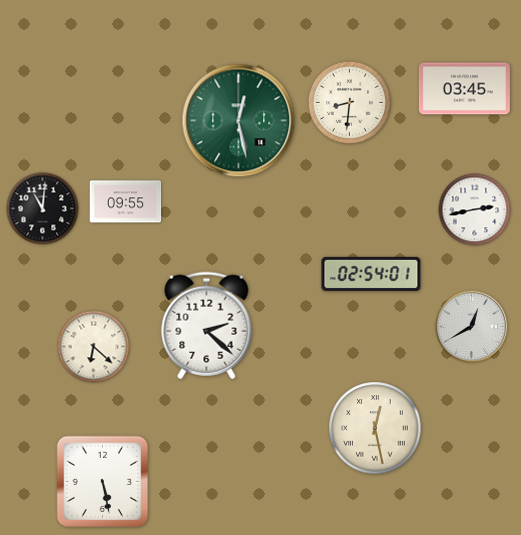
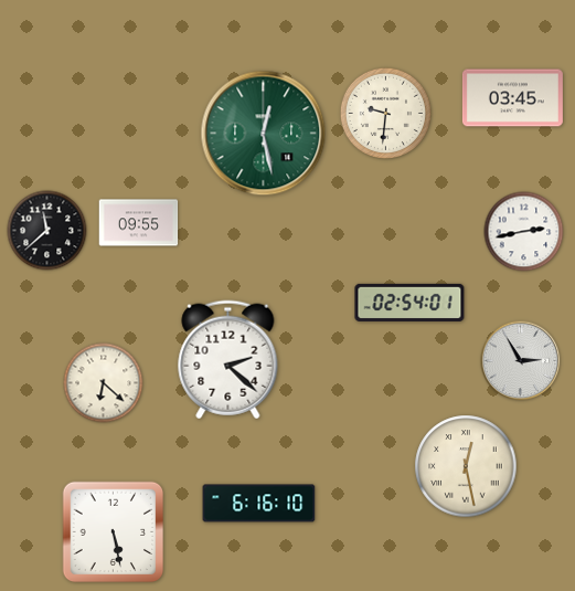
clock at (349, 102): 8:31 -> 9:31
clock at (43, 209): 11:01 -> 11:38
clock at (472, 327): 12:40 -> 2:55
clock at (375, 428) position: (375, 428) -> (466, 466)
clock at (259, 504): none -> 6:16
